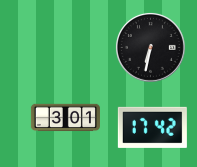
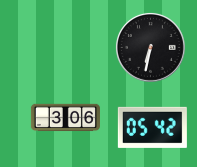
clock at (65, 118): 3:01 -> 3:06
clock at (152, 127): 17:42 -> 05:42
